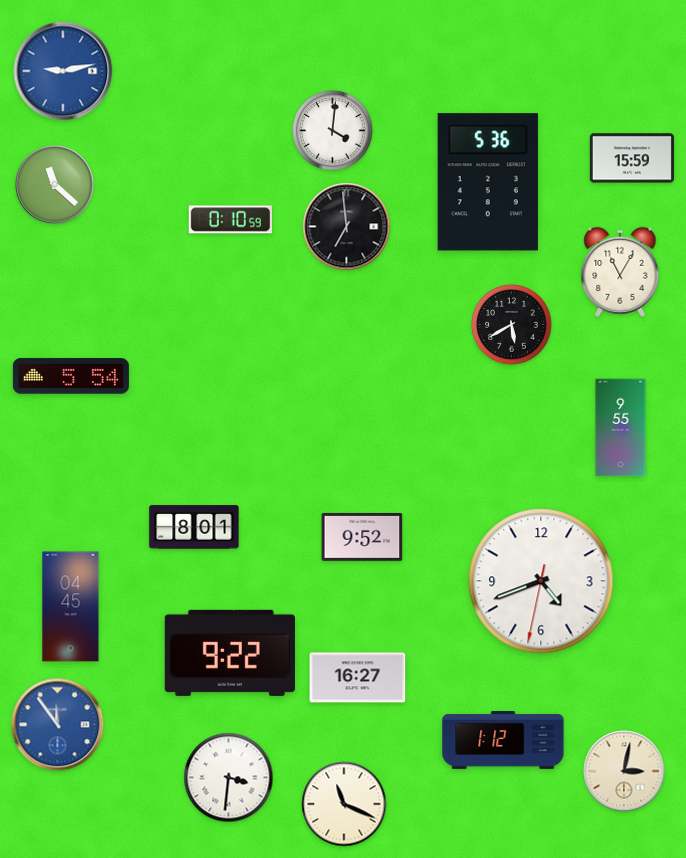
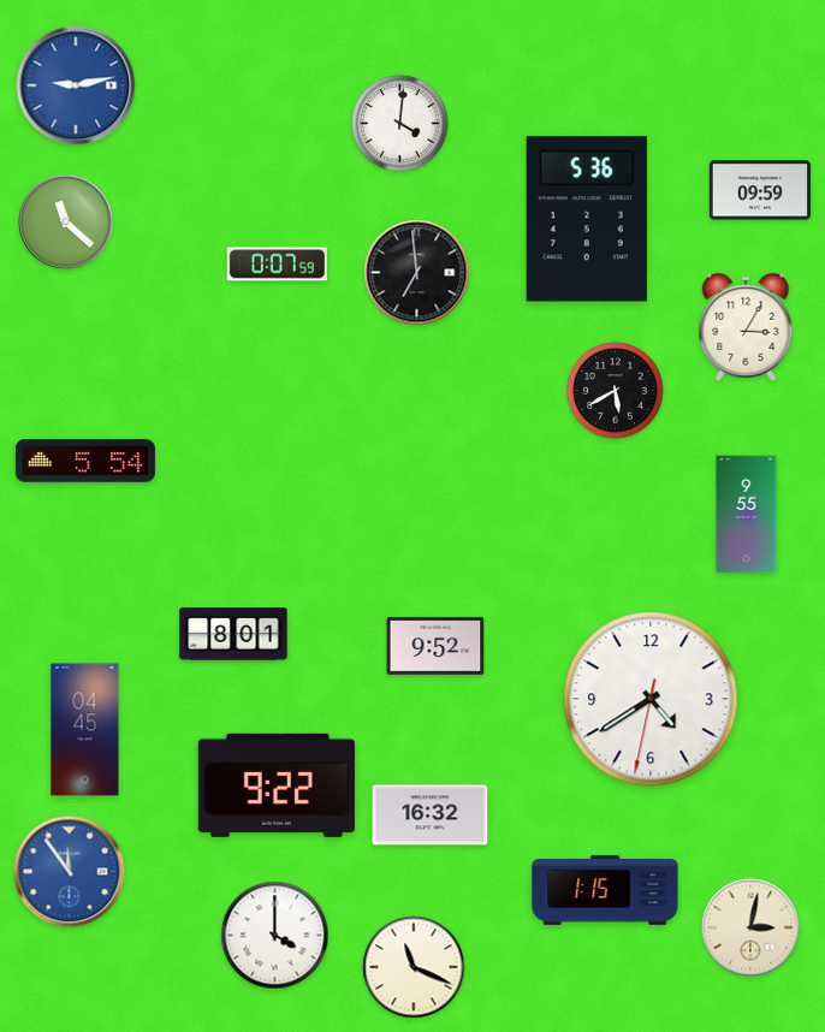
clock at (333, 131) position: (333, 131) -> (400, 124)
clock at (632, 158): 15:59 -> 09:59
clock at (230, 220): 0:10 -> 0:07
clock at (620, 272): 11:05 -> 3:05
clock at (71, 376) position: (71, 376) -> (85, 461)
clock at (541, 581): 4:41 -> 4:39
clock at (358, 678): 16:27 -> 16:32
clock at (503, 741): 1:12 -> 1:15
clock at (229, 778): 3:31 -> 4:00
